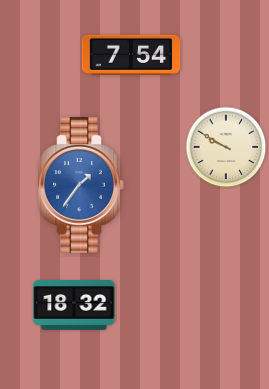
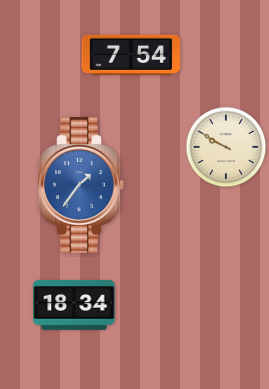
clock at (74, 305): 18:32 -> 18:34
